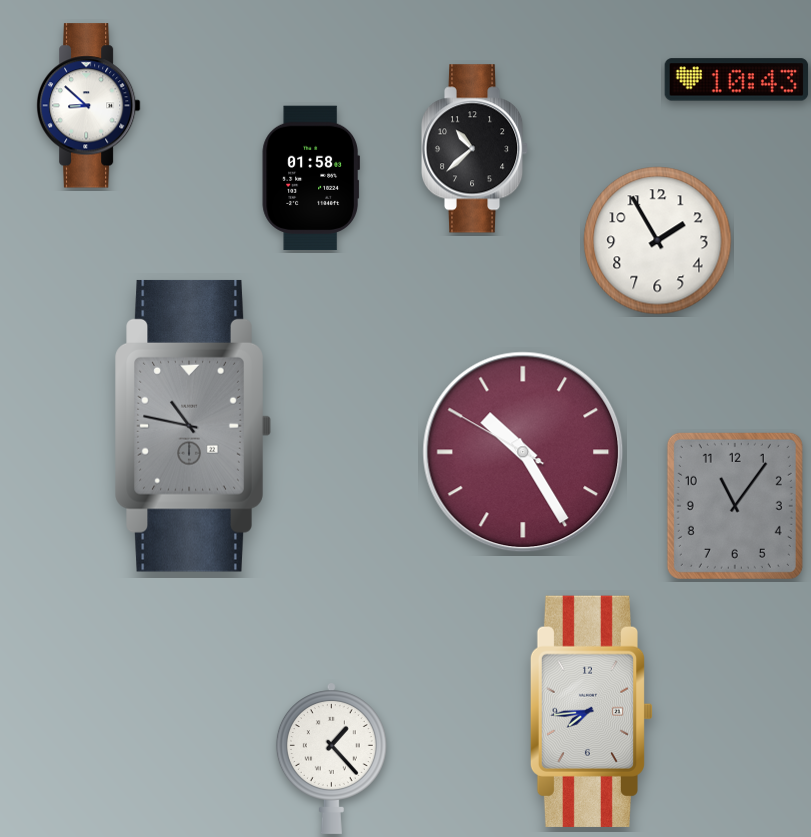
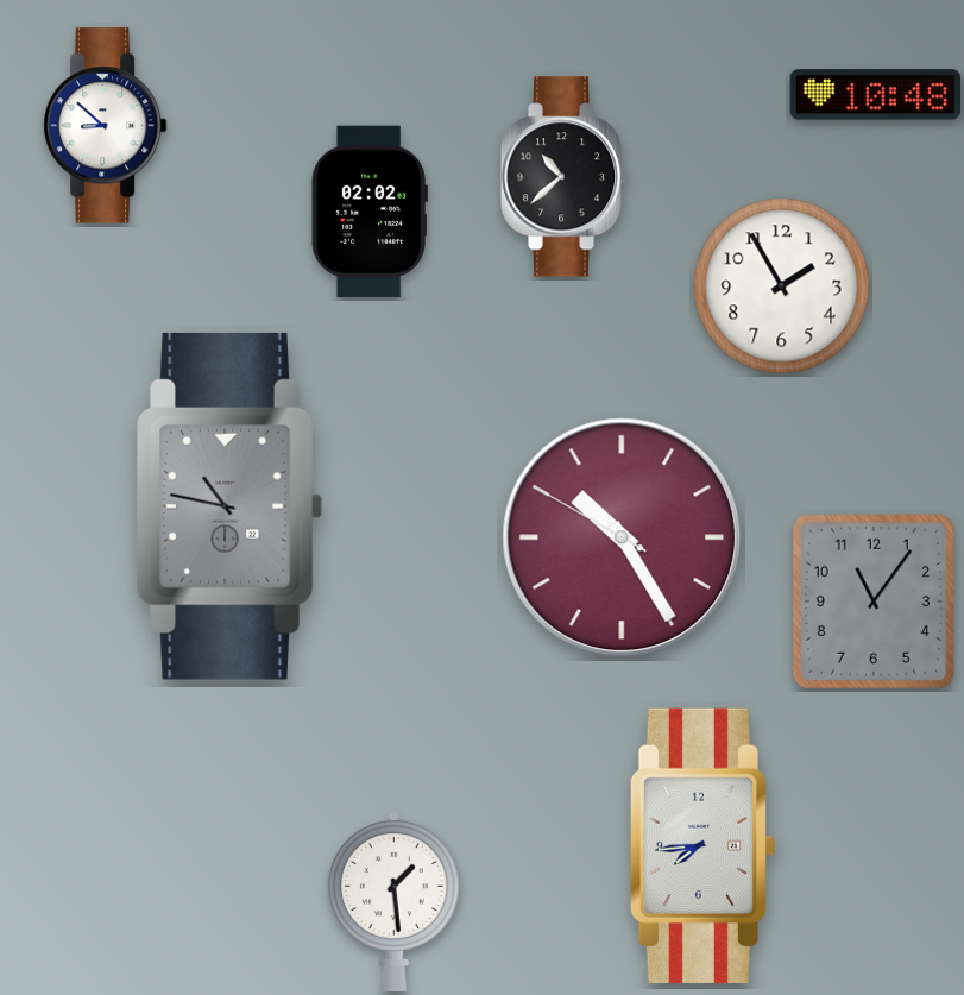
clock at (737, 80): 10:43 -> 10:48
clock at (311, 178): 01:58 -> 02:02
clock at (331, 758): 1:23 -> 1:29
